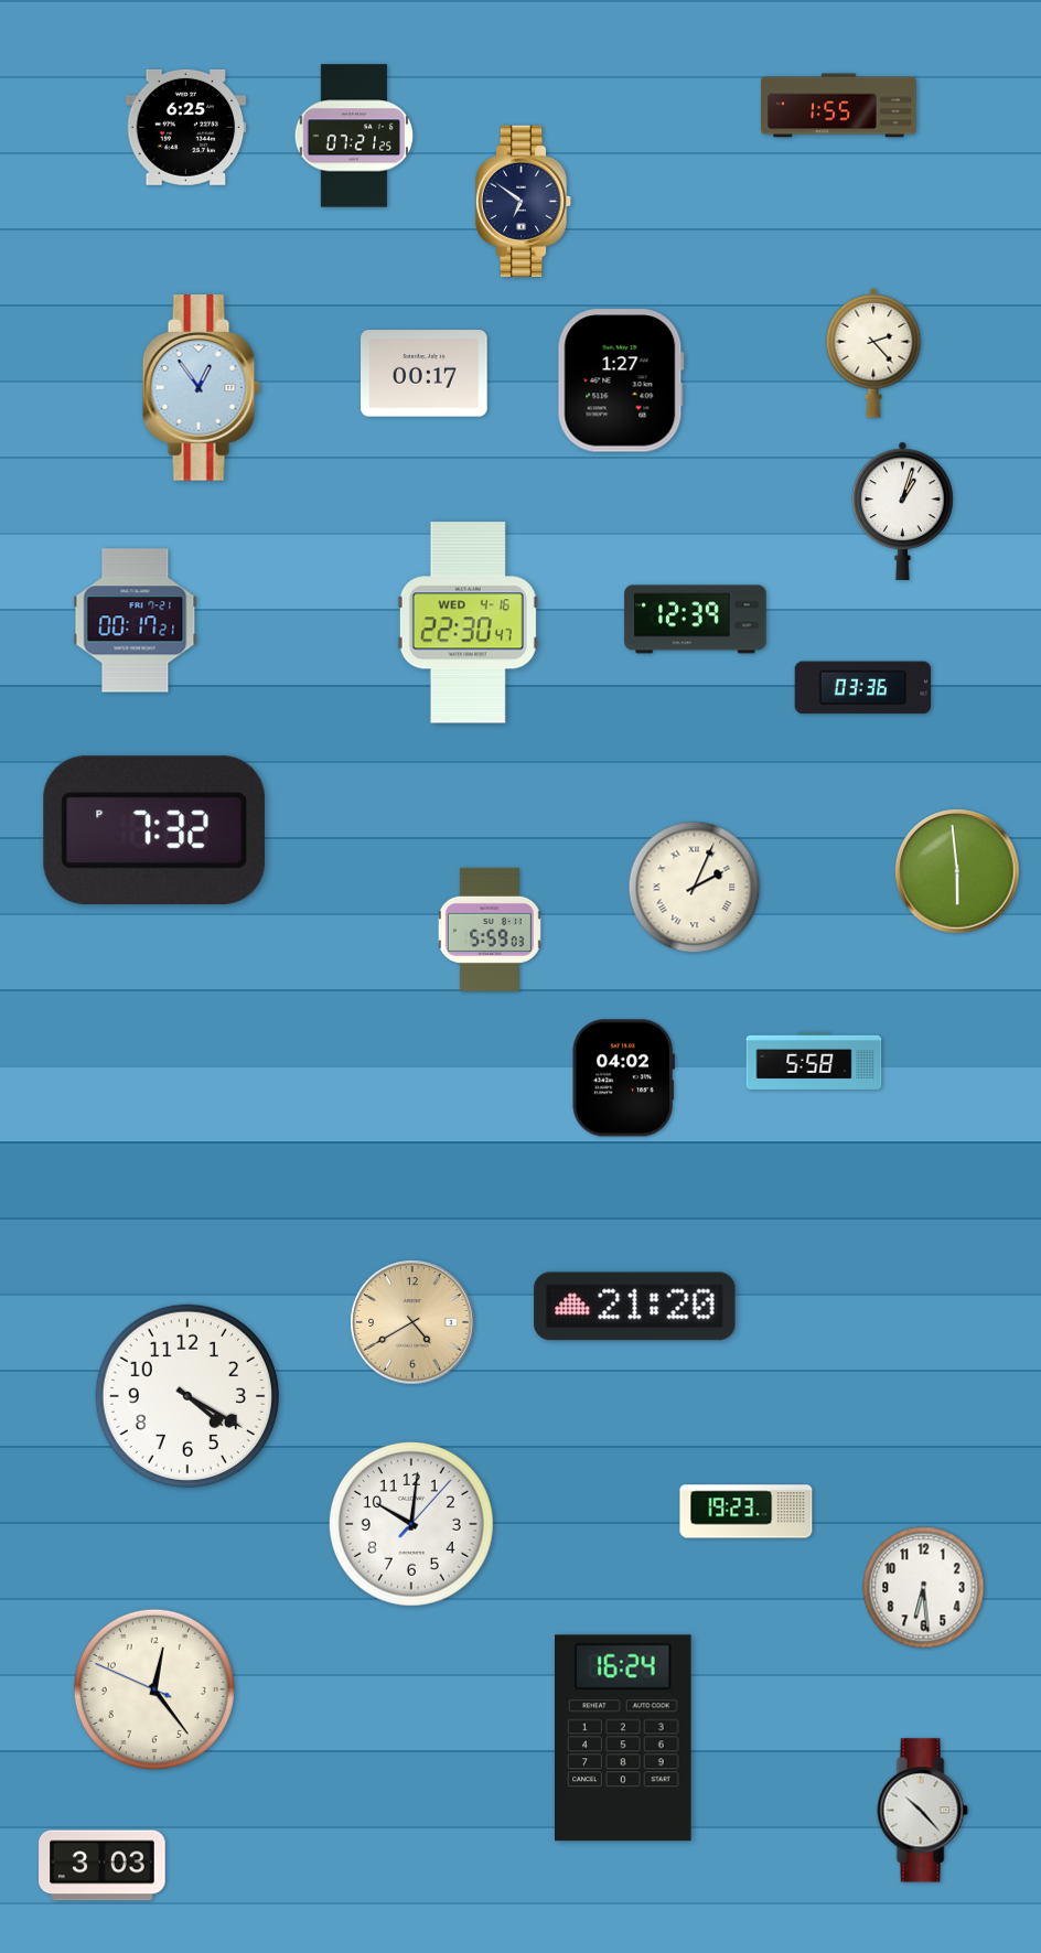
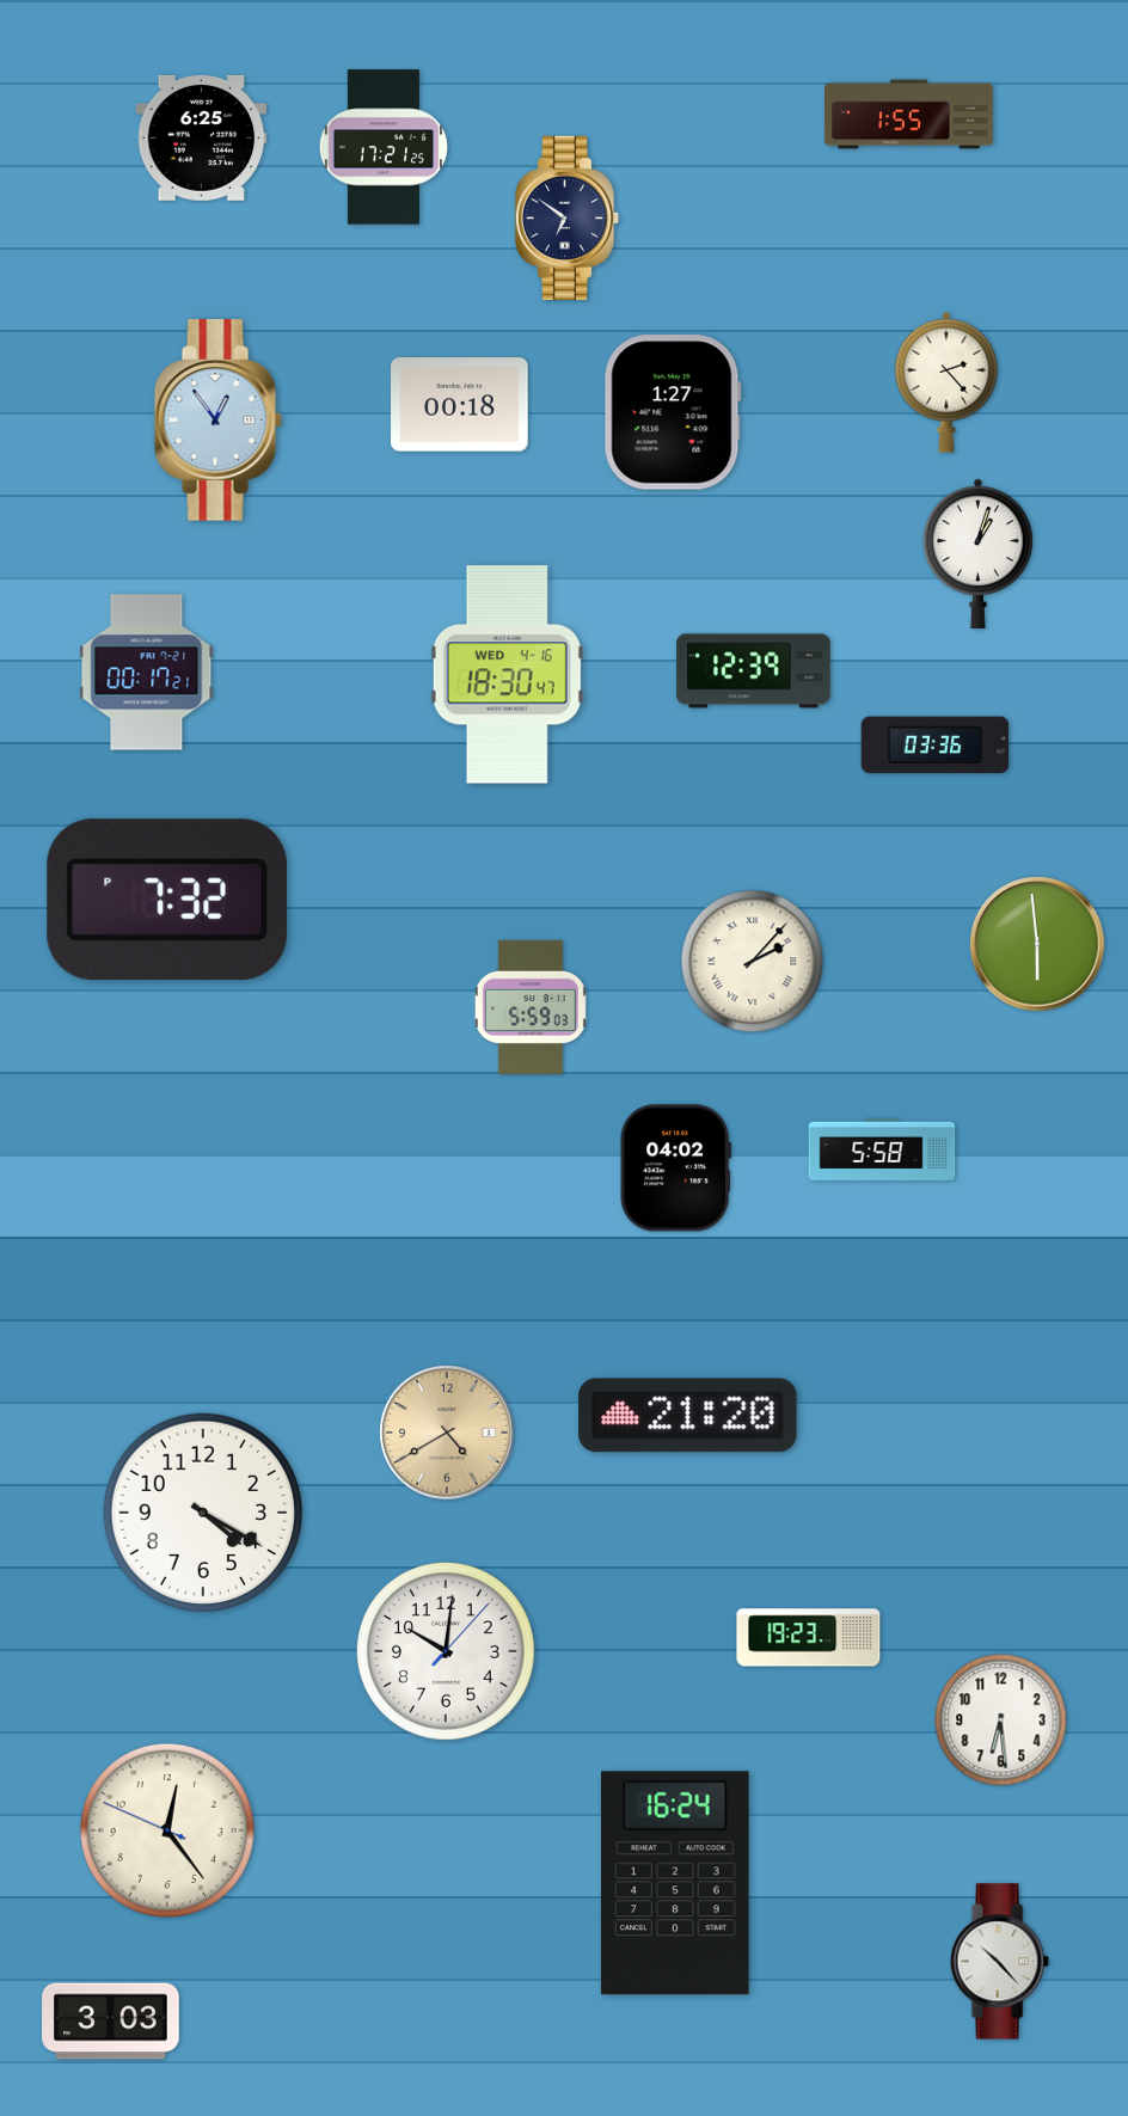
clock at (354, 136): 07:21 -> 17:21
clock at (425, 374): 00:17 -> 00:18
clock at (468, 623): 22:30 -> 18:30
clock at (695, 888): 2:04 -> 2:07
